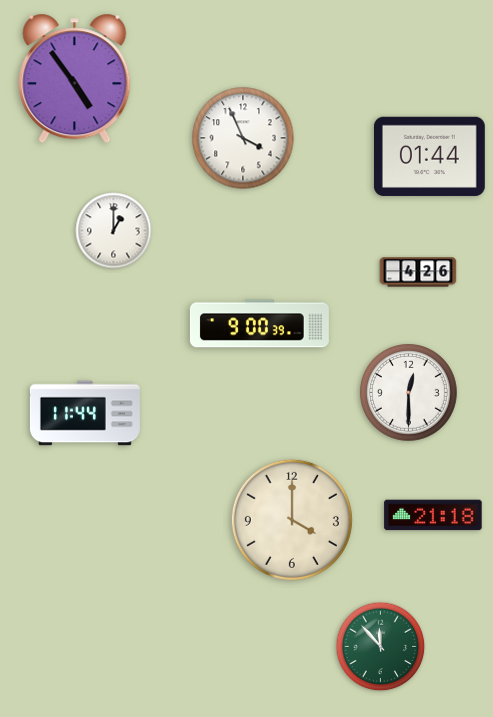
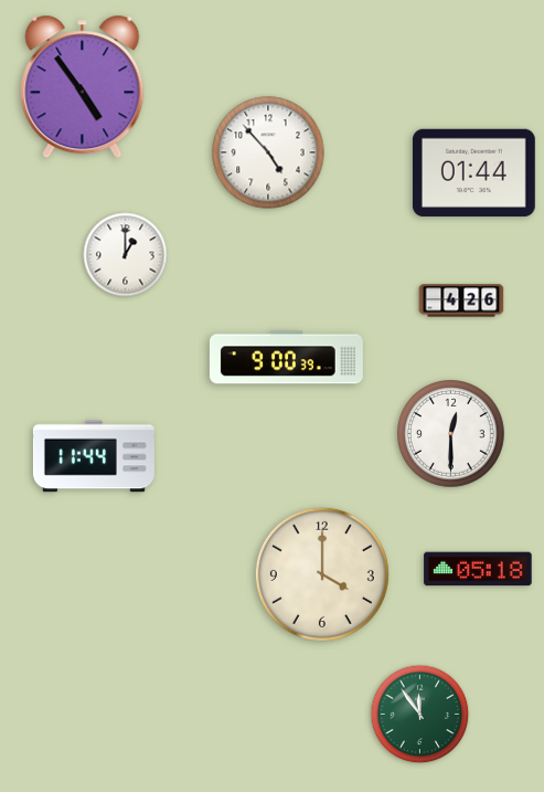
clock at (243, 138): 3:56 -> 4:53
clock at (433, 515): 21:18 -> 05:18
clock at (381, 647): 11:53 -> 11:54
